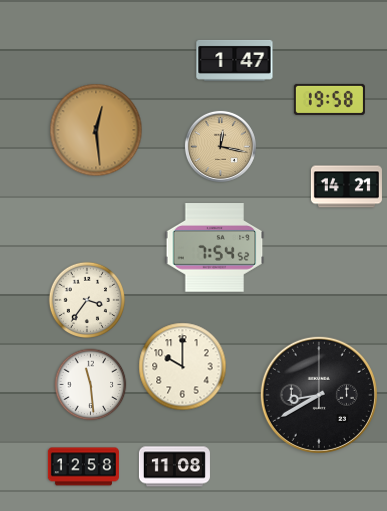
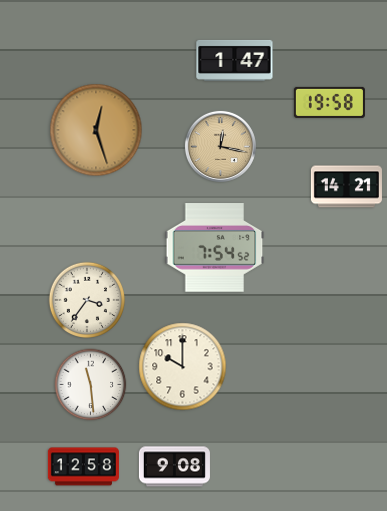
clock at (329, 99) position: (329, 99) -> (329, 102)
clock at (96, 130): 12:29 -> 12:27
clock at (319, 395): 8:40 -> none
clock at (174, 467): 11:08 -> 9:08
